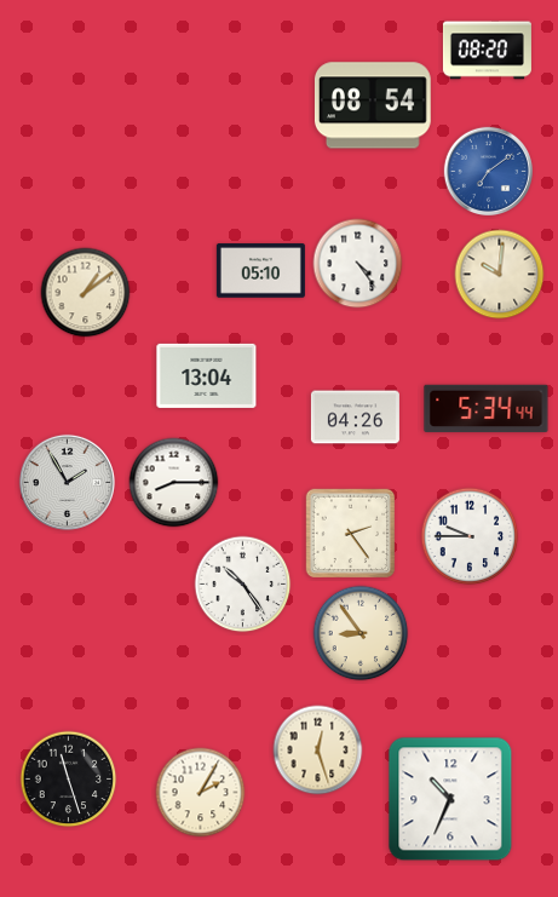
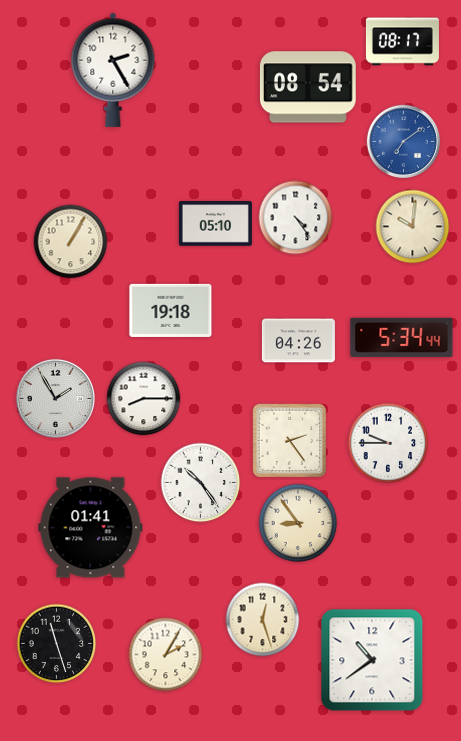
clock at (487, 51): 08:20 -> 08:17
clock at (113, 70): none -> 2:25
clock at (86, 293): 1:09 -> 1:05
clock at (207, 375): 13:04 -> 19:18
clock at (355, 418) position: (355, 418) -> (298, 341)
clock at (91, 528): none -> 01:41
clock at (450, 799): 10:34 -> 10:39
